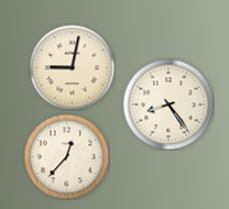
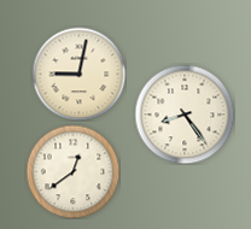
clock at (66, 156): 12:37 -> 12:39
